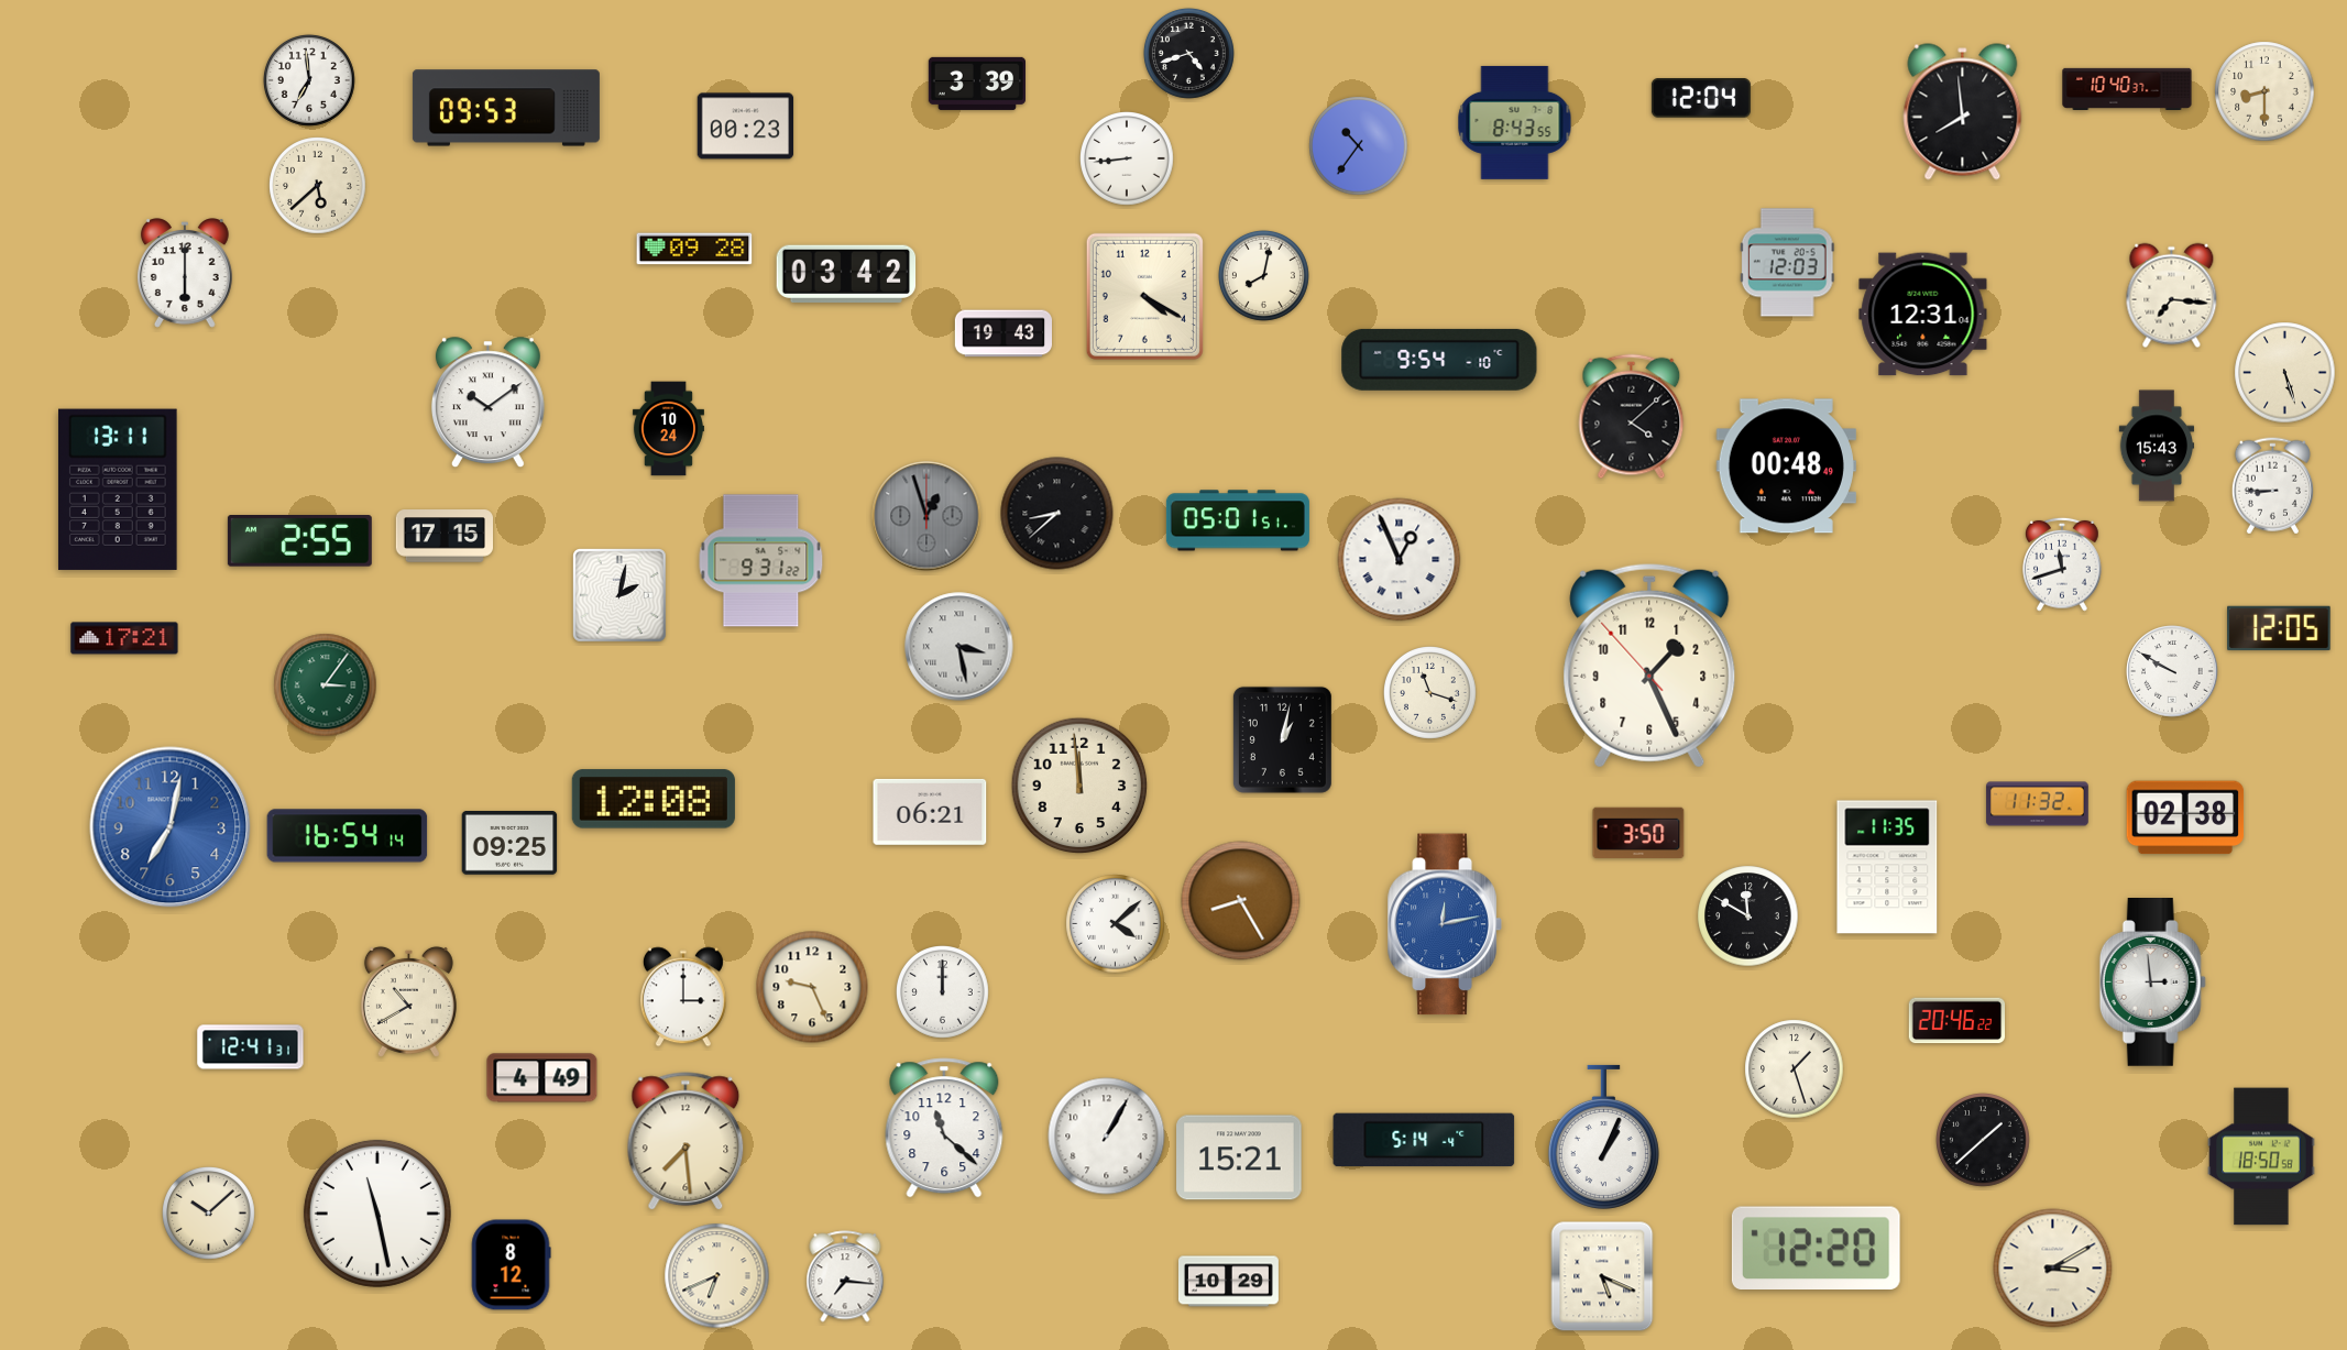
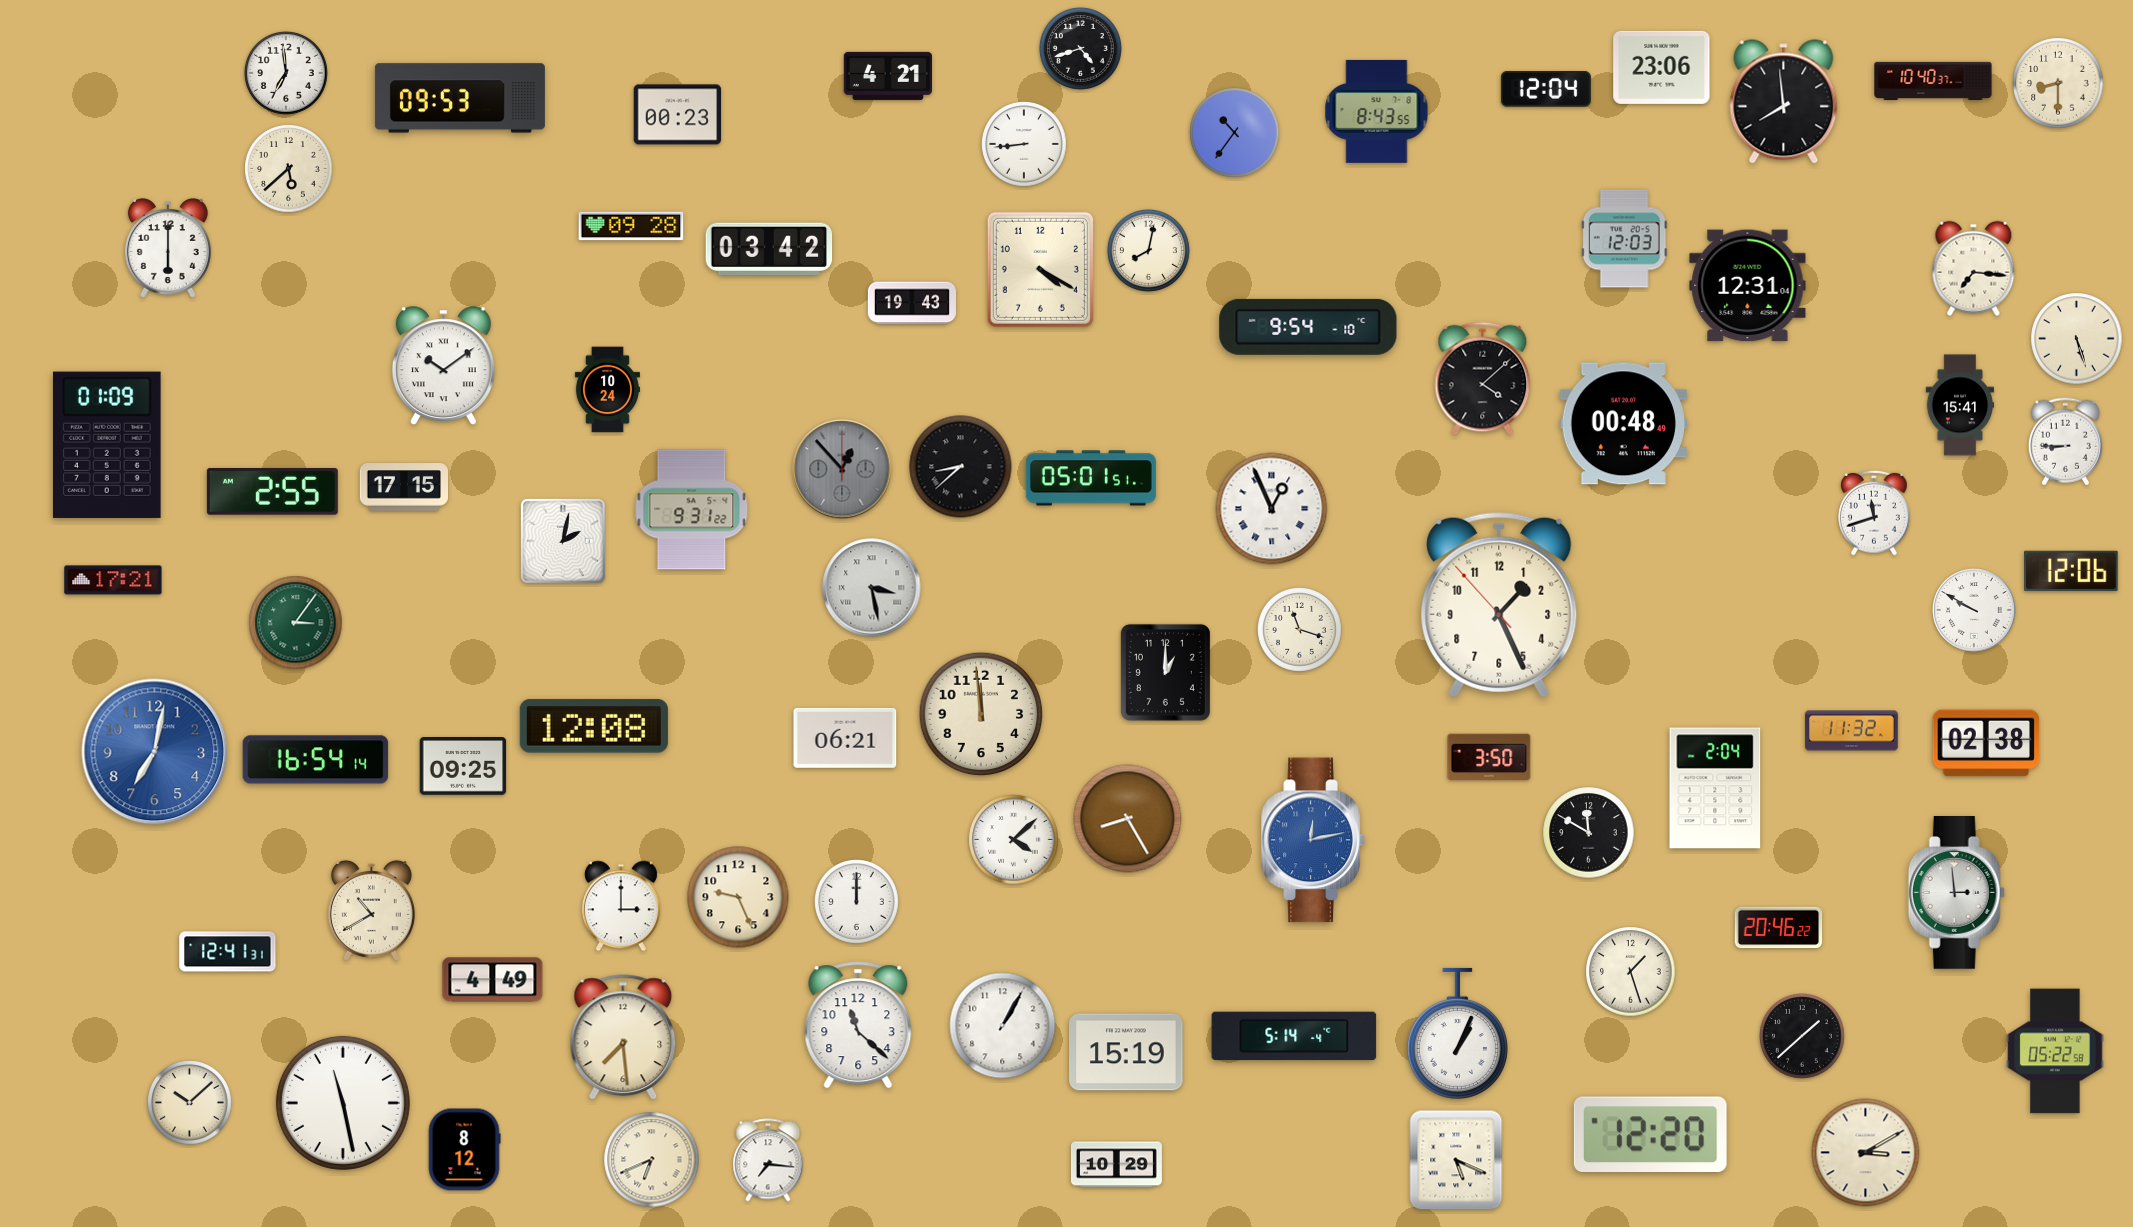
clock at (1662, 67): none -> 23:06
clock at (309, 80) position: (309, 80) -> (286, 73)
clock at (976, 84): 3:39 -> 4:21
clock at (2157, 446): 15:43 -> 15:41
clock at (118, 490): 13:11 -> 01:09
clock at (926, 516): 12:57 -> 12:53
clock at (1238, 520) position: (1238, 520) -> (1091, 478)
clock at (2279, 628): 12:05 -> 12:06
clock at (1282, 739): 1:02 -> 1:00
clock at (1887, 867): 11:35 -> 2:04
clock at (1107, 1137) position: (1107, 1137) -> (1003, 1026)
clock at (2261, 1156): 18:50 -> 05:22
clock at (1239, 1157): 15:21 -> 15:19
